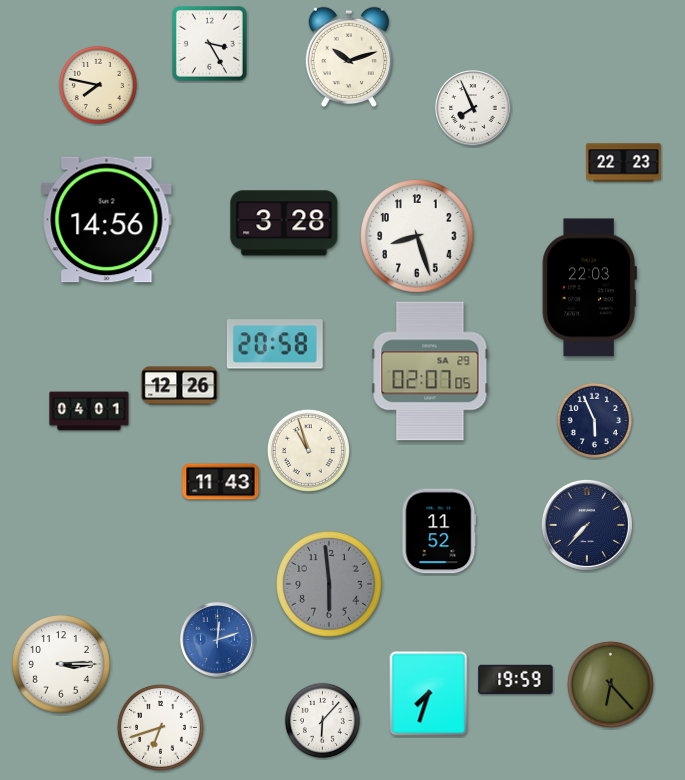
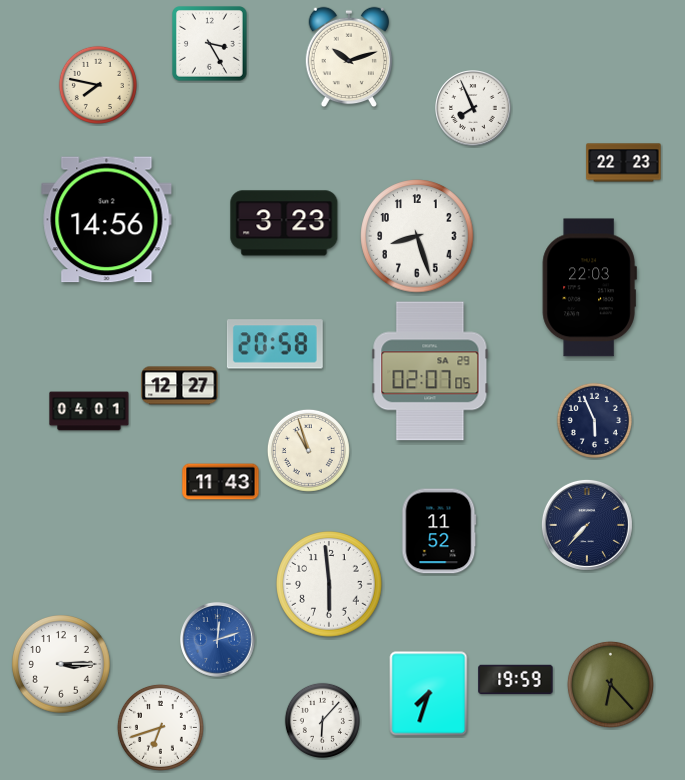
clock at (284, 223): 3:28 -> 3:23
clock at (180, 386): 12:26 -> 12:27
clock at (329, 584) dial: grey -> white
